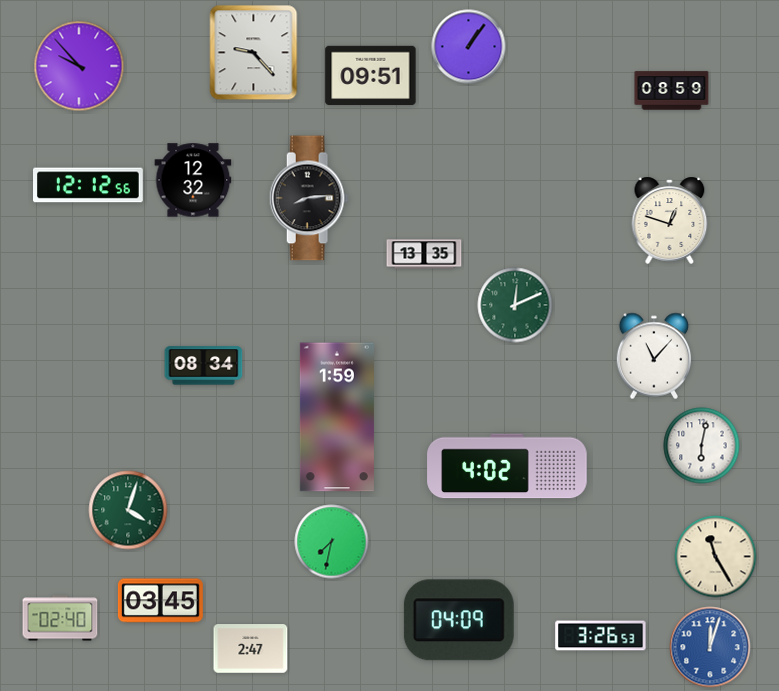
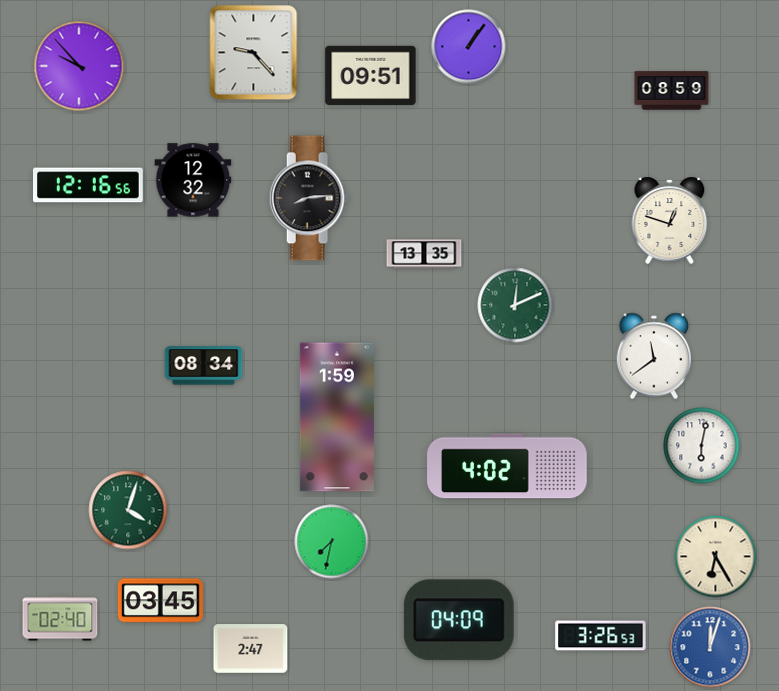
clock at (89, 185): 12:12 -> 12:16
clock at (654, 356): 11:07 -> 11:39
clock at (716, 557): 11:25 -> 6:25
